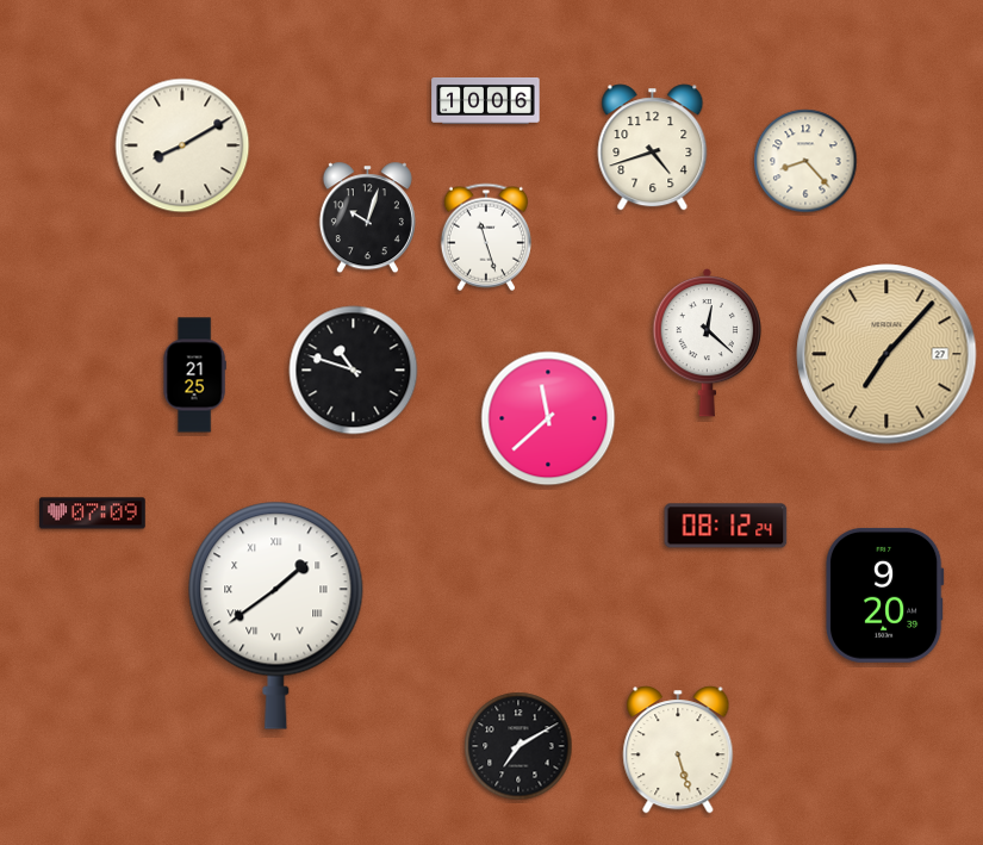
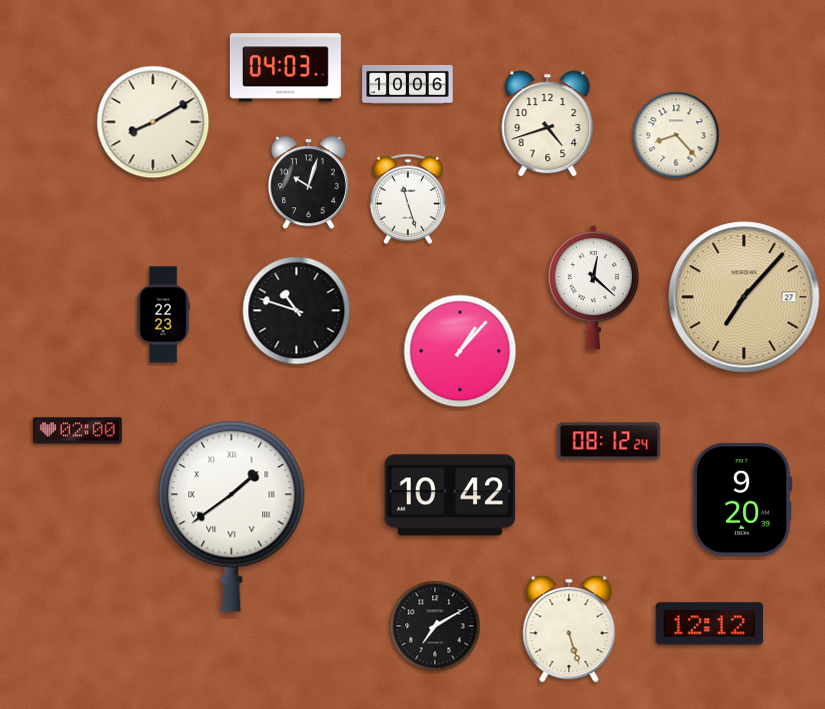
clock at (285, 68): none -> 04:03
clock at (194, 375): 21:25 -> 22:23
clock at (548, 418): 11:38 -> 1:07
clock at (93, 514): 07:09 -> 02:00
clock at (450, 495): none -> 10:42
clock at (709, 624): none -> 12:12
